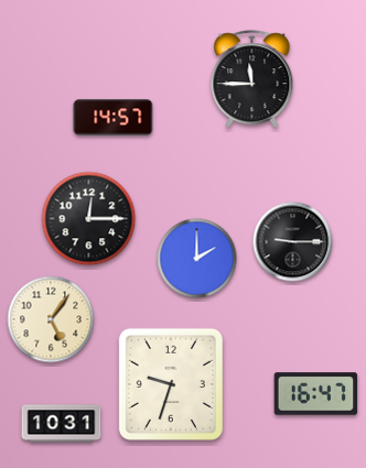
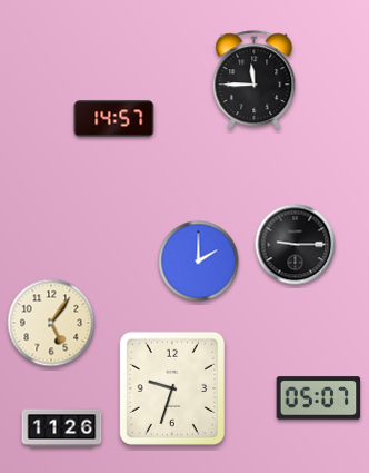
clock at (89, 219): 12:15 -> none
clock at (316, 394): 16:47 -> 05:07
clock at (62, 424): 10:31 -> 11:26
